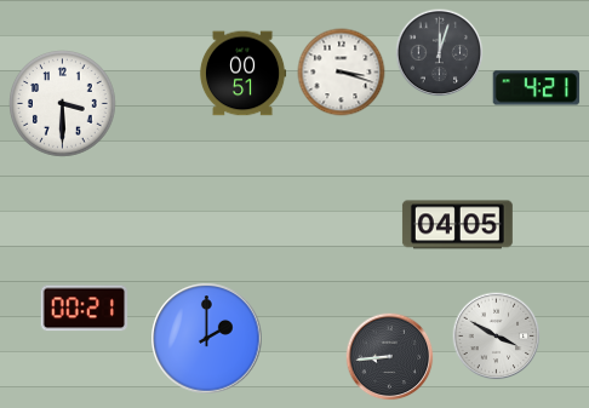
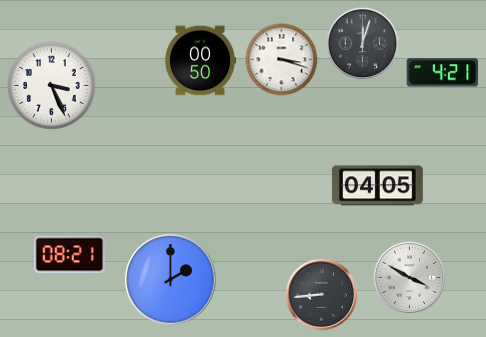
clock at (242, 74): 00:51 -> 00:50
clock at (63, 104): 3:30 -> 3:26
clock at (85, 309): 00:21 -> 08:21
